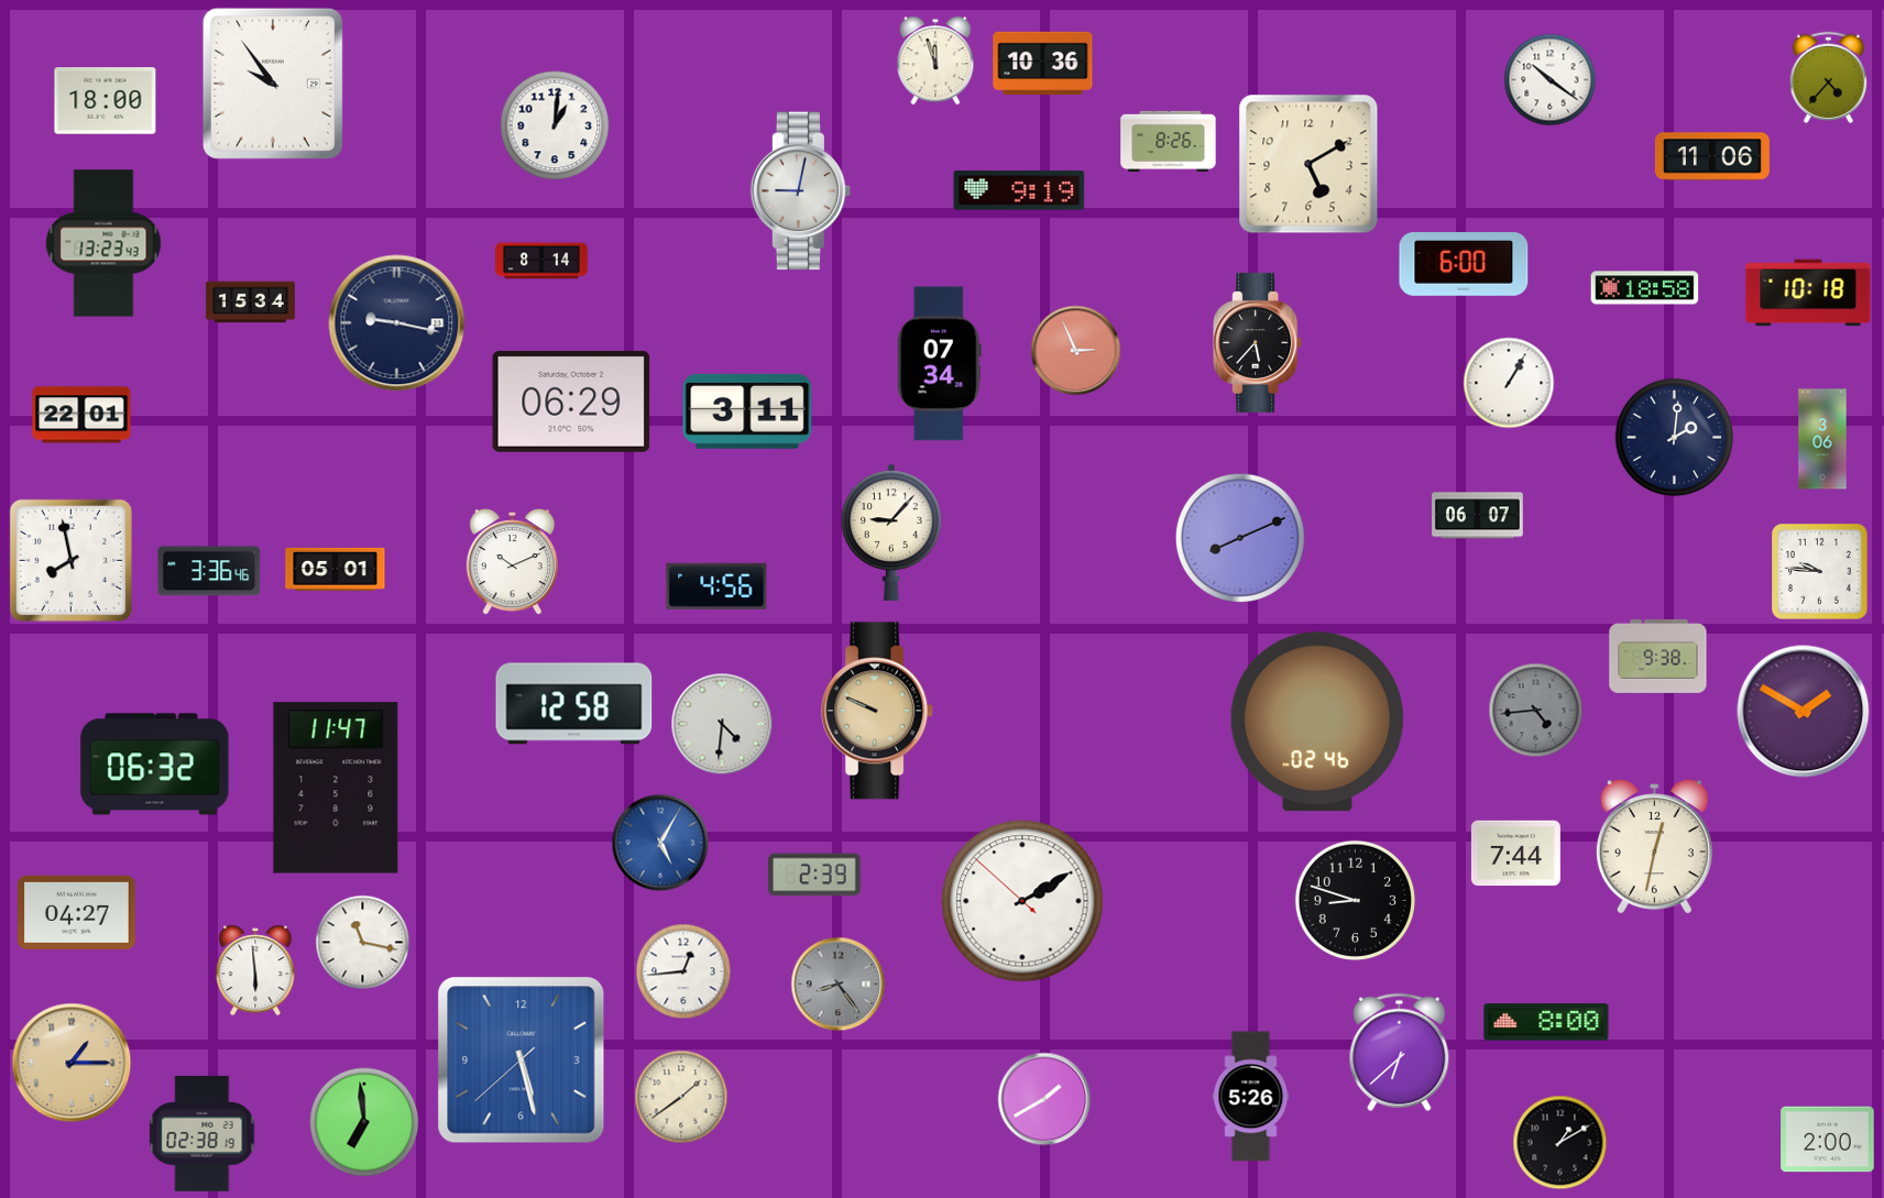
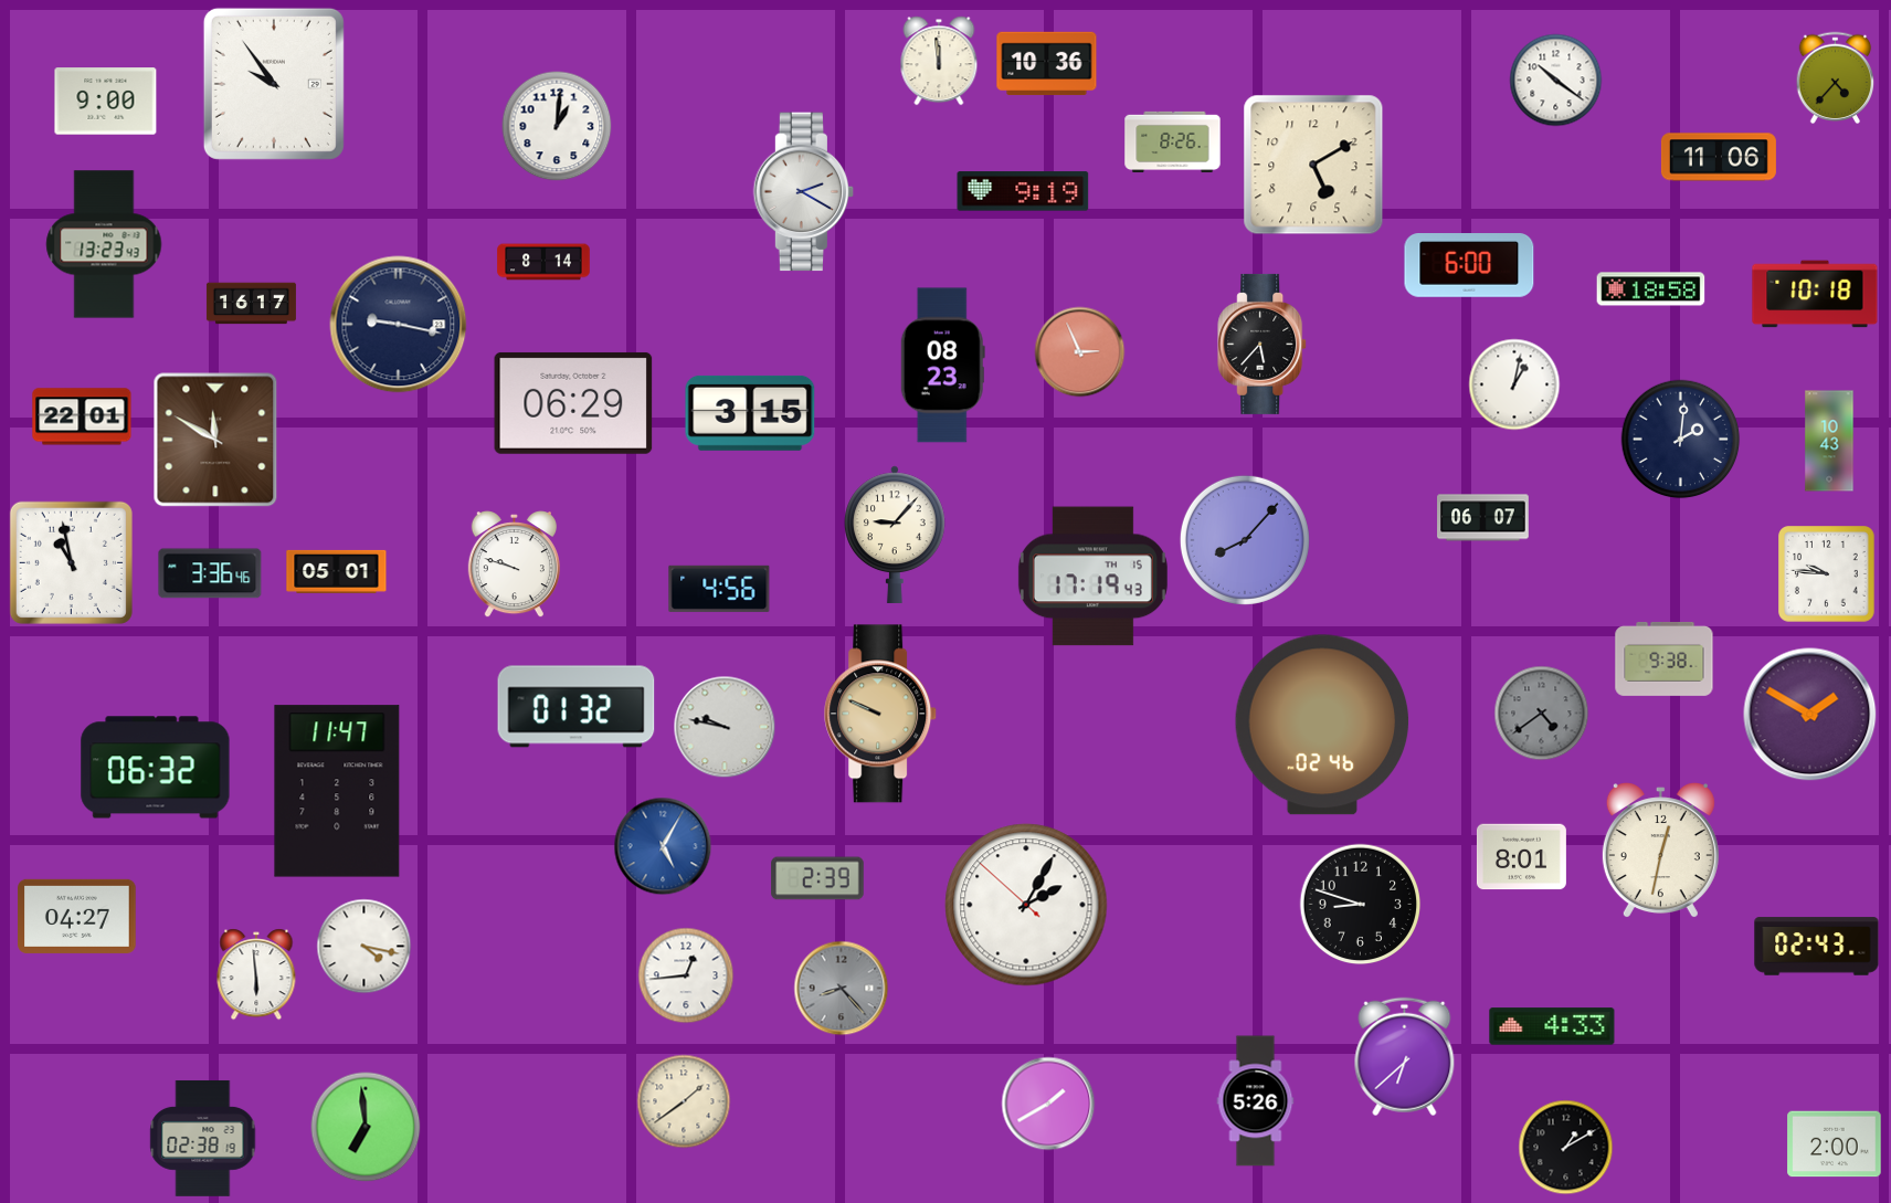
clock at (935, 61): 11:57 -> 11:59
clock at (106, 101): 18:00 -> 9:00
clock at (801, 191): 9:02 -> 2:20
clock at (250, 303): 15:34 -> 16:17
clock at (939, 364): 07:34 -> 08:23
clock at (1509, 383): 1:05 -> 1:02
clock at (747, 411): 3:11 -> 3:15
clock at (215, 440): none -> 11:50
clock at (1822, 439): 3:06 -> 10:43
clock at (1240, 538): 8:11 -> 8:07
clock at (70, 560): 7:58 -> 10:58
clock at (512, 563): 10:11 -> 9:48
clock at (1092, 577): none -> 17:19
clock at (574, 704): 12:58 -> 01:32
clock at (1536, 711): 4:44 -> 4:39
clock at (722, 724): 4:31 -> 9:47
clock at (1515, 854): 7:44 -> 8:01
clock at (1022, 901): 2:09 -> 2:04
clock at (363, 943): 11:17 -> 4:17
clock at (1817, 947): none -> 02:43
clock at (839, 985): 8:24 -> 8:23
clock at (1546, 1022): 8:00 -> 4:33
clock at (522, 1060): 5:27 -> none
clock at (72, 1063): 1:15 -> none
